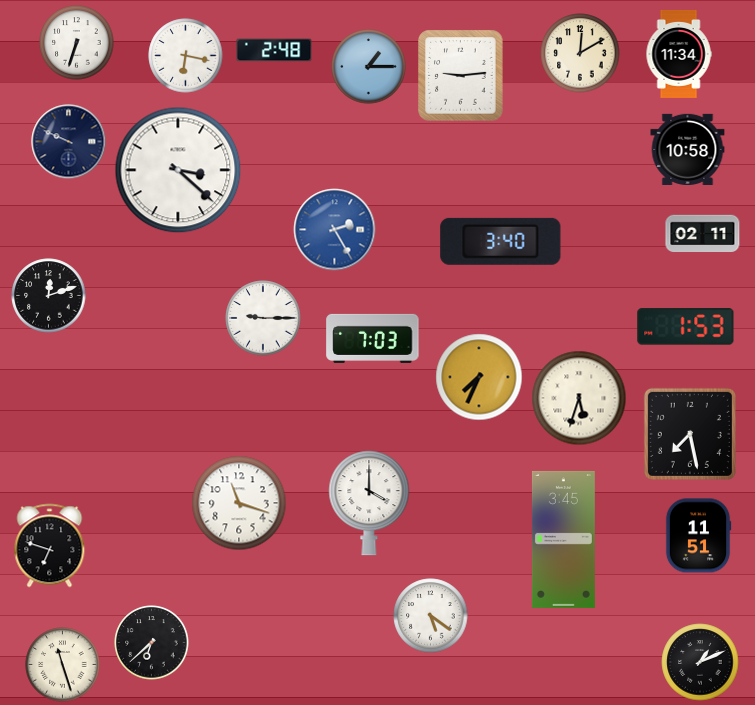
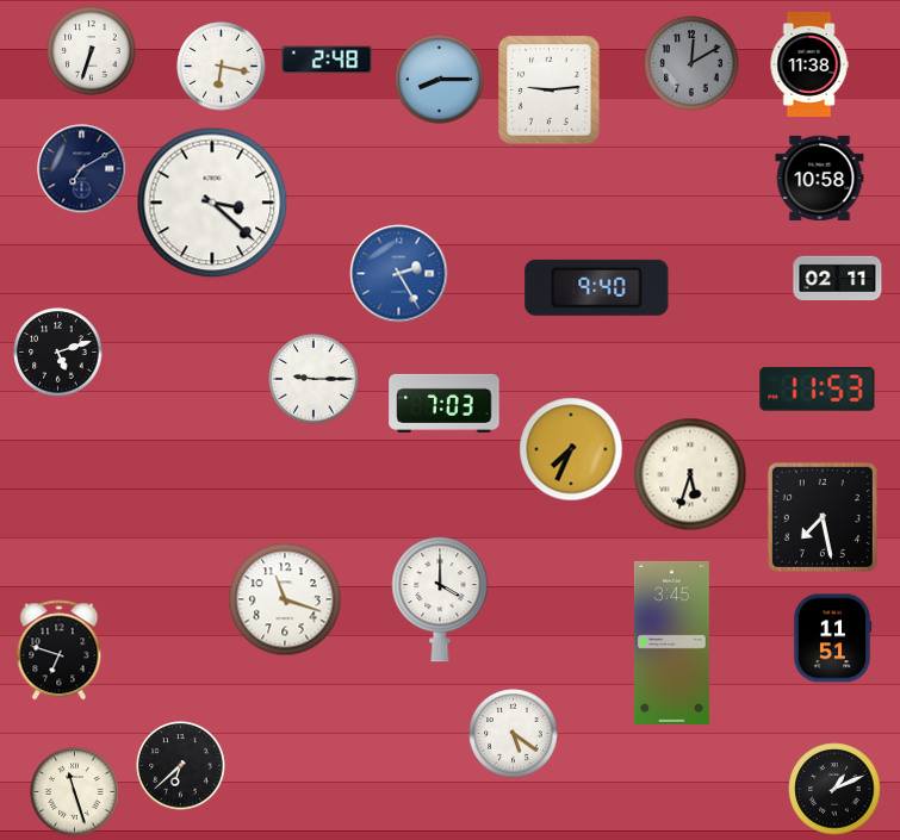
clock at (580, 53) dial: cream -> grey
clock at (679, 54): 11:34 -> 11:38
clock at (369, 67): 1:15 -> 8:15
clock at (69, 142): 9:49 -> 7:10
clock at (501, 241): 3:40 -> 9:40
clock at (49, 296): 12:12 -> 5:12
clock at (686, 327): 1:53 -> 11:53
